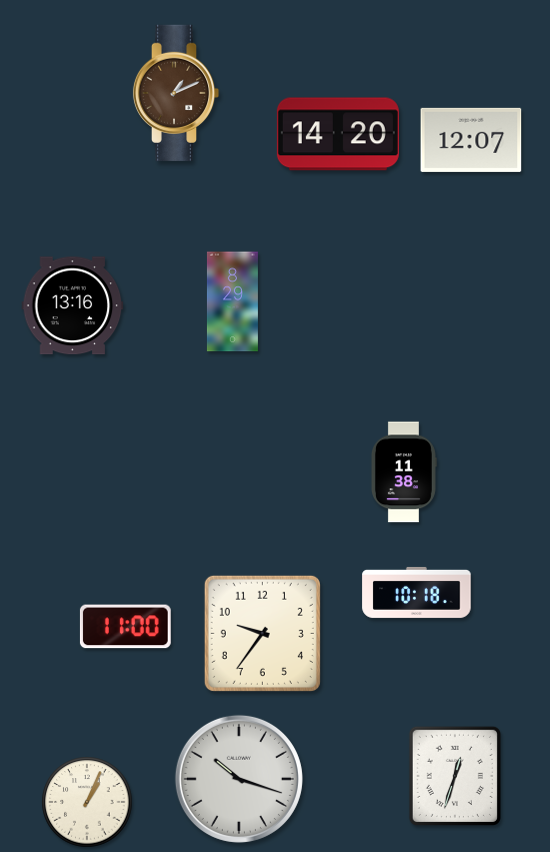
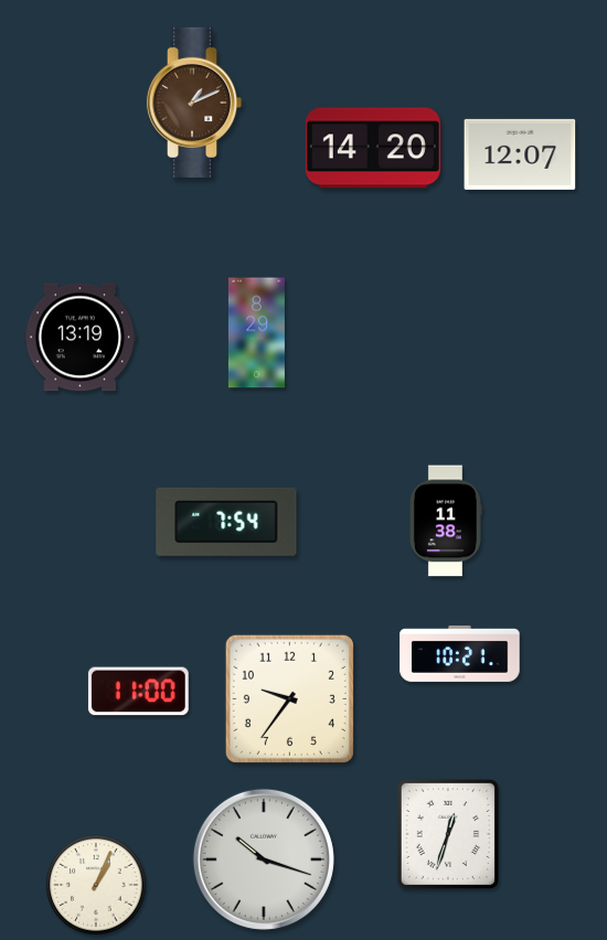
clock at (73, 306): 13:16 -> 13:19
clock at (226, 522): none -> 7:54
clock at (417, 592): 10:18 -> 10:21
clock at (455, 776) position: (455, 776) -> (448, 834)
